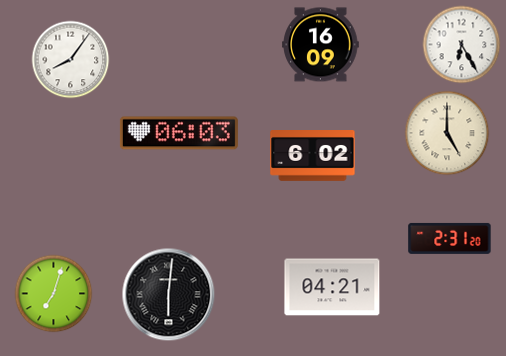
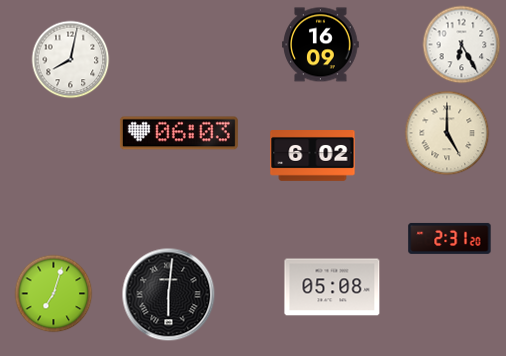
clock at (70, 59): 8:06 -> 8:02
clock at (332, 287): 04:21 -> 05:08
